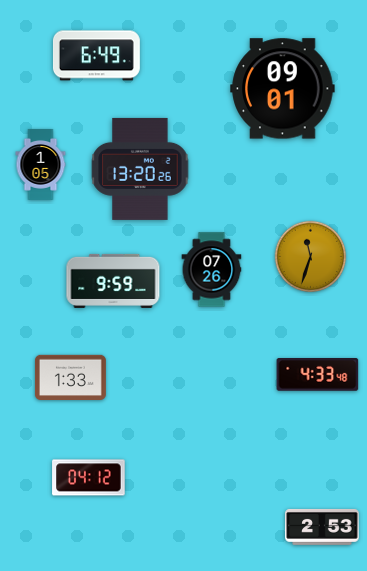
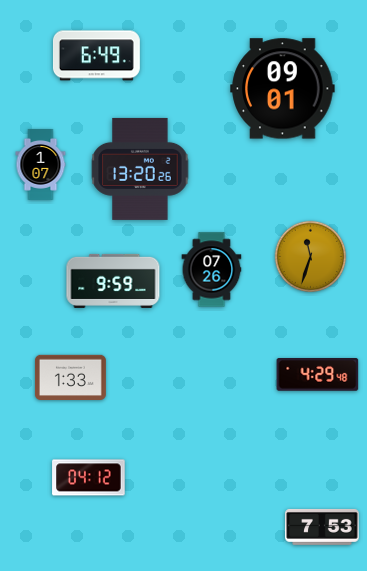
clock at (41, 164): 1:05 -> 1:07
clock at (318, 375): 4:33 -> 4:29
clock at (322, 527): 2:53 -> 7:53
